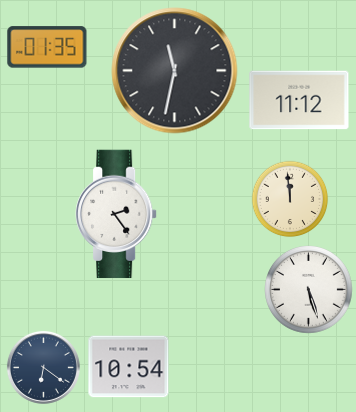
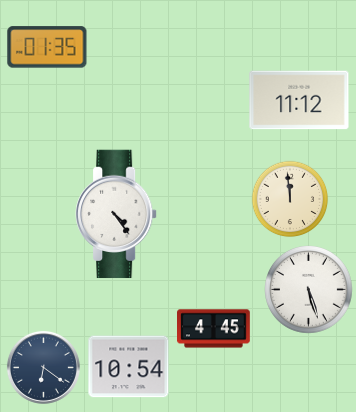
clock at (175, 71): 11:32 -> none
clock at (116, 214): 2:24 -> 4:24
clock at (214, 329): none -> 4:45
